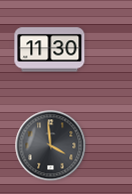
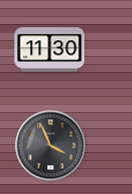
clock at (51, 146): 3:59 -> 3:56
